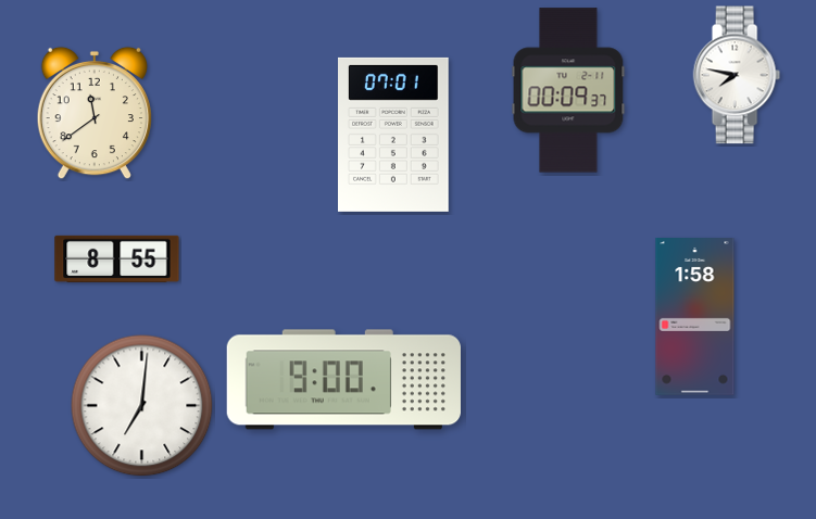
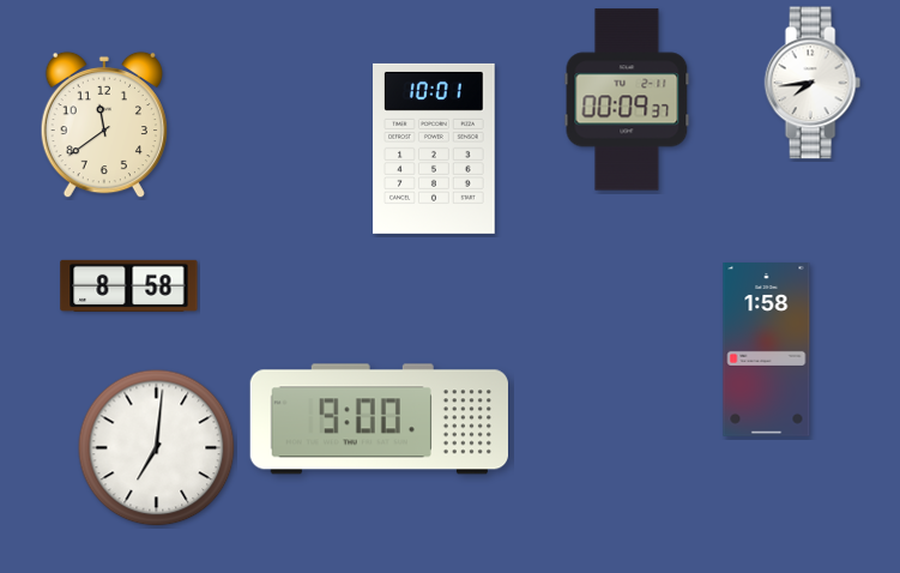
clock at (737, 75): 7:47 -> 7:44
clock at (393, 135): 07:01 -> 10:01
clock at (117, 258): 8:55 -> 8:58
